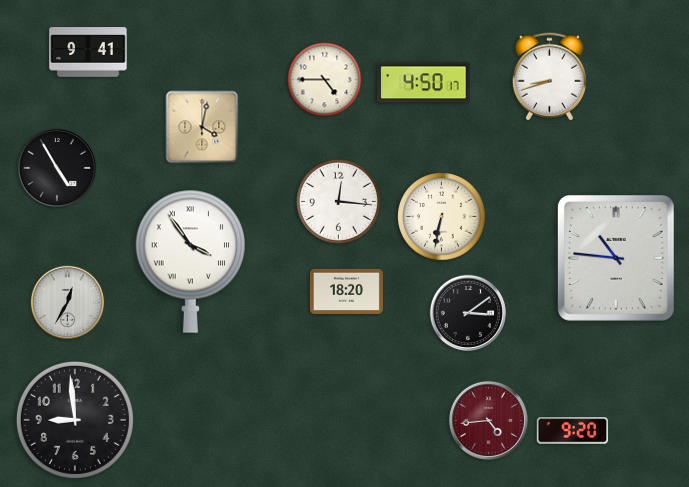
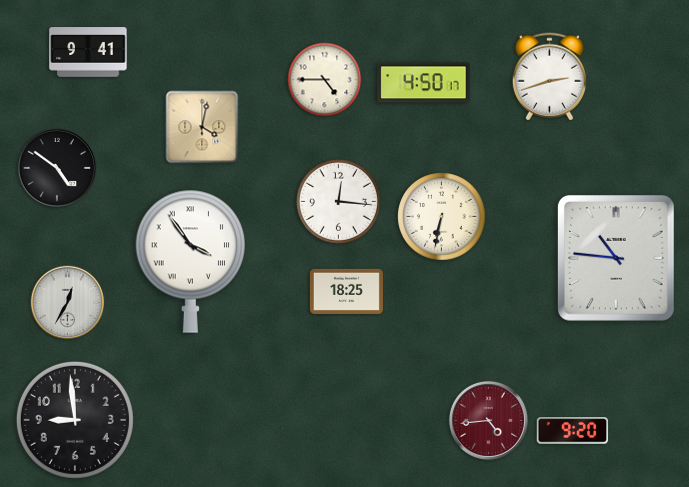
clock at (549, 77): 8:42 -> 2:42
clock at (57, 168): 4:55 -> 4:51
clock at (346, 291): 18:20 -> 18:25
clock at (467, 312): 3:09 -> none
